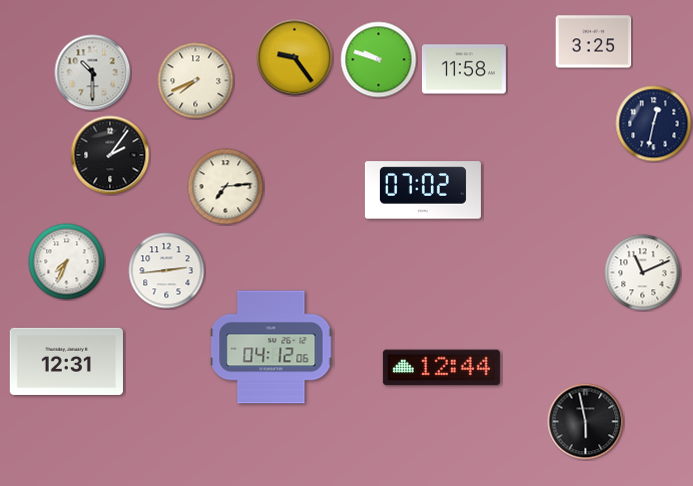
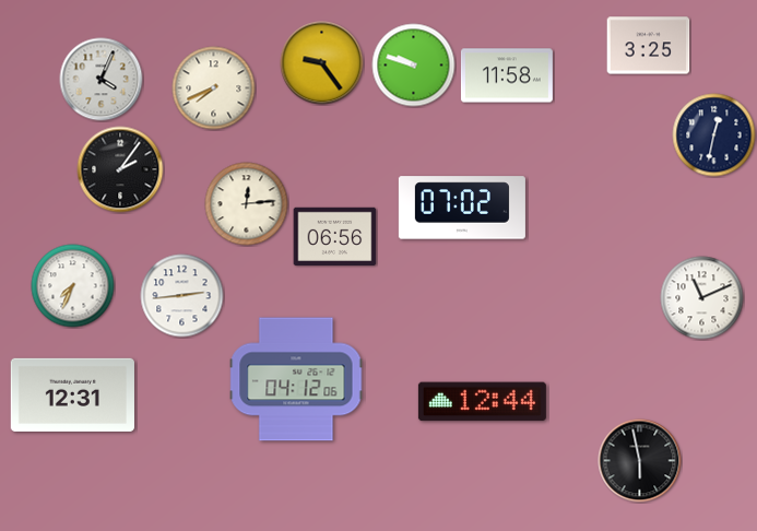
clock at (93, 73): 10:30 -> 4:04
clock at (226, 187): 7:14 -> 12:14
clock at (335, 236): none -> 06:56
